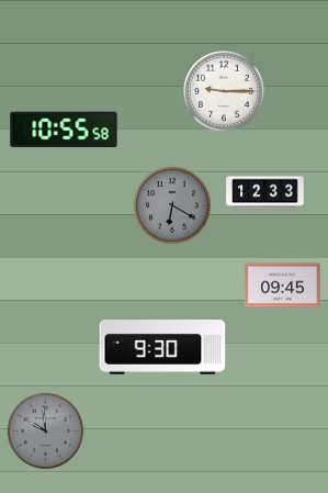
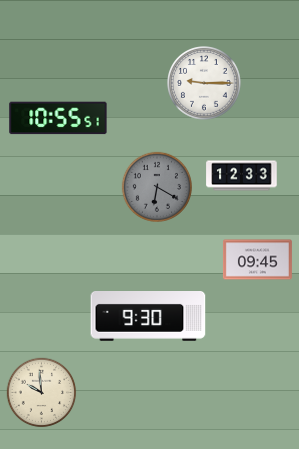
clock at (64, 130): 10:55:58 -> 10:55:51
clock at (46, 432) dial: grey -> cream
